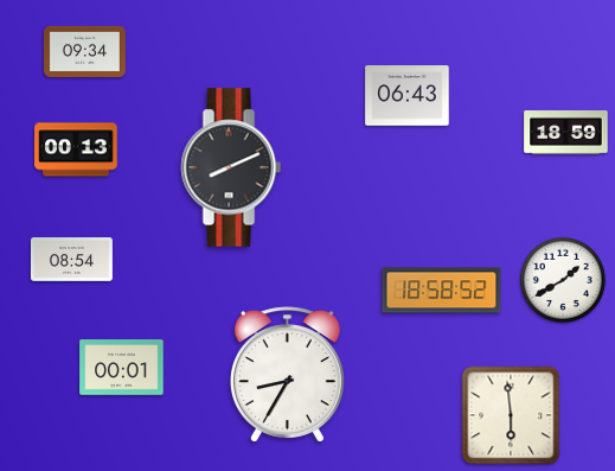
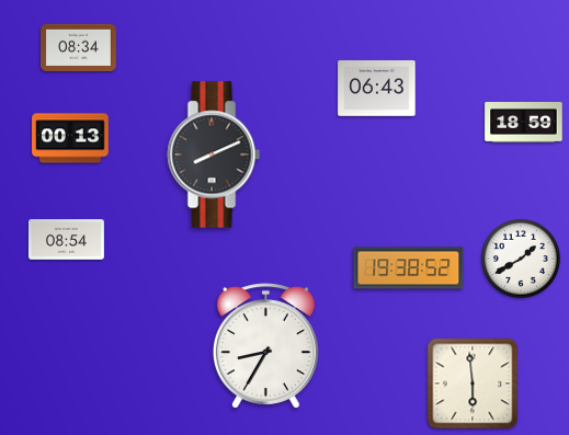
clock at (84, 52): 09:34 -> 08:34
clock at (442, 291): 18:58 -> 19:38
clock at (122, 368): 00:01 -> none
